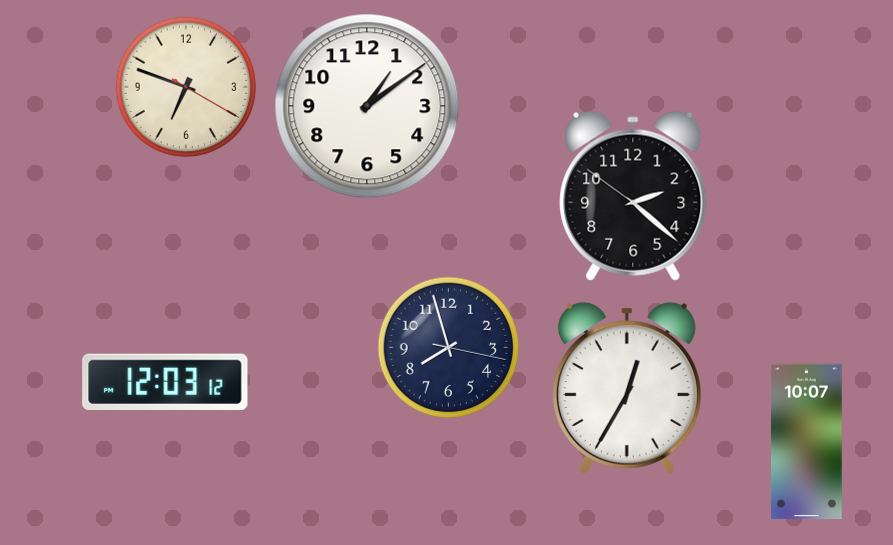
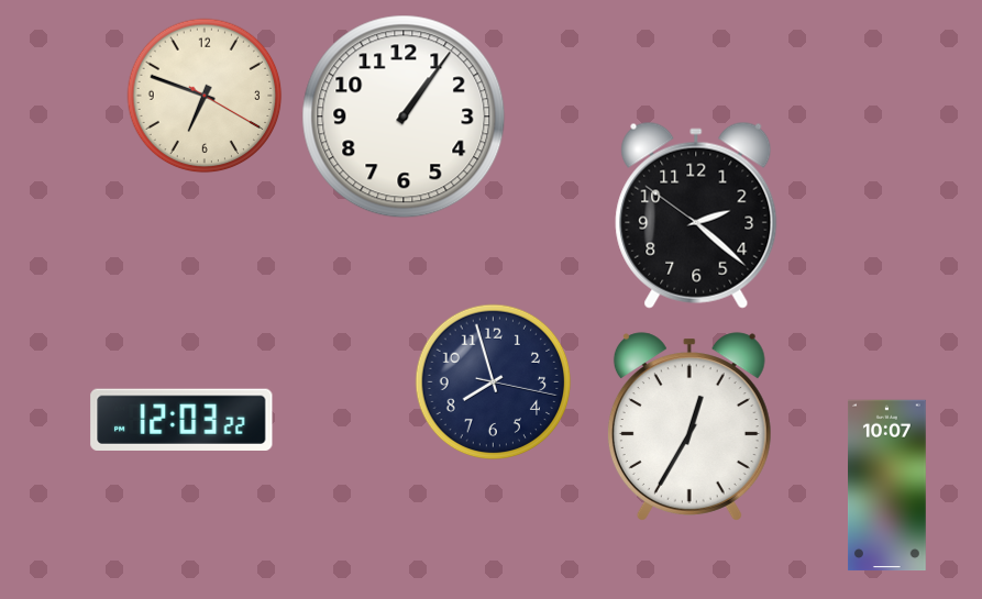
clock at (367, 106): 1:09 -> 1:06
clock at (165, 382): 12:03:12 -> 12:03:22
